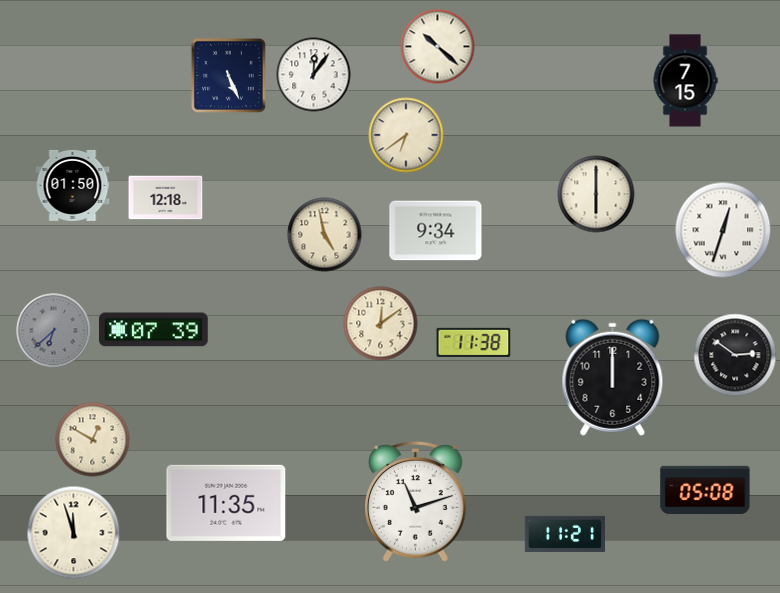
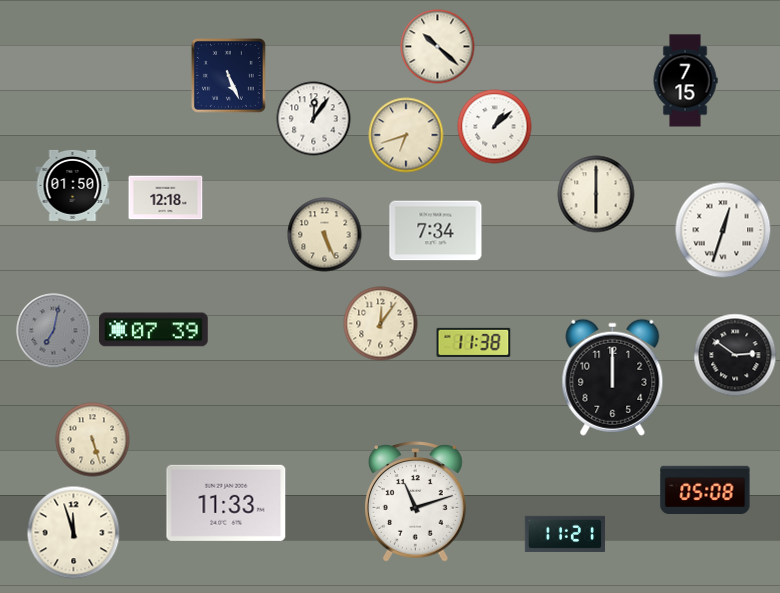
clock at (314, 75) position: (314, 75) -> (314, 119)
clock at (495, 127): none -> 1:08
clock at (406, 135): 6:39 -> 6:42
clock at (436, 231): 9:34 -> 7:34
clock at (325, 235): 4:58 -> 5:26
clock at (381, 324): 12:09 -> 12:06
clock at (54, 331): 6:38 -> 7:02
clock at (93, 440): 12:50 -> 5:27
clock at (226, 503): 11:35 -> 11:33
